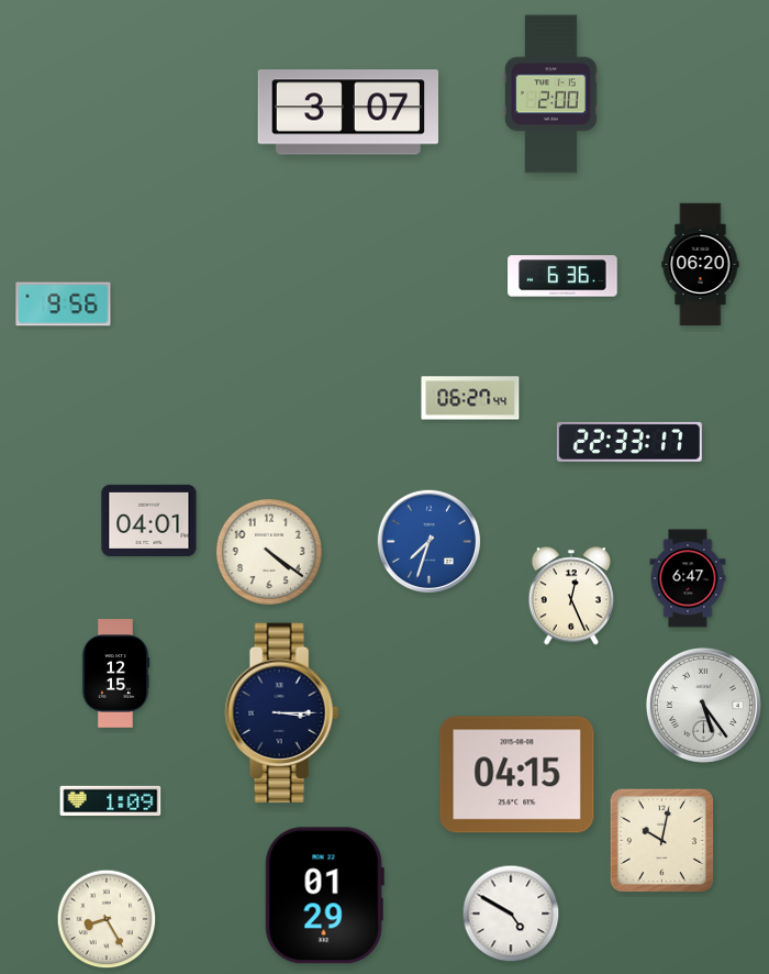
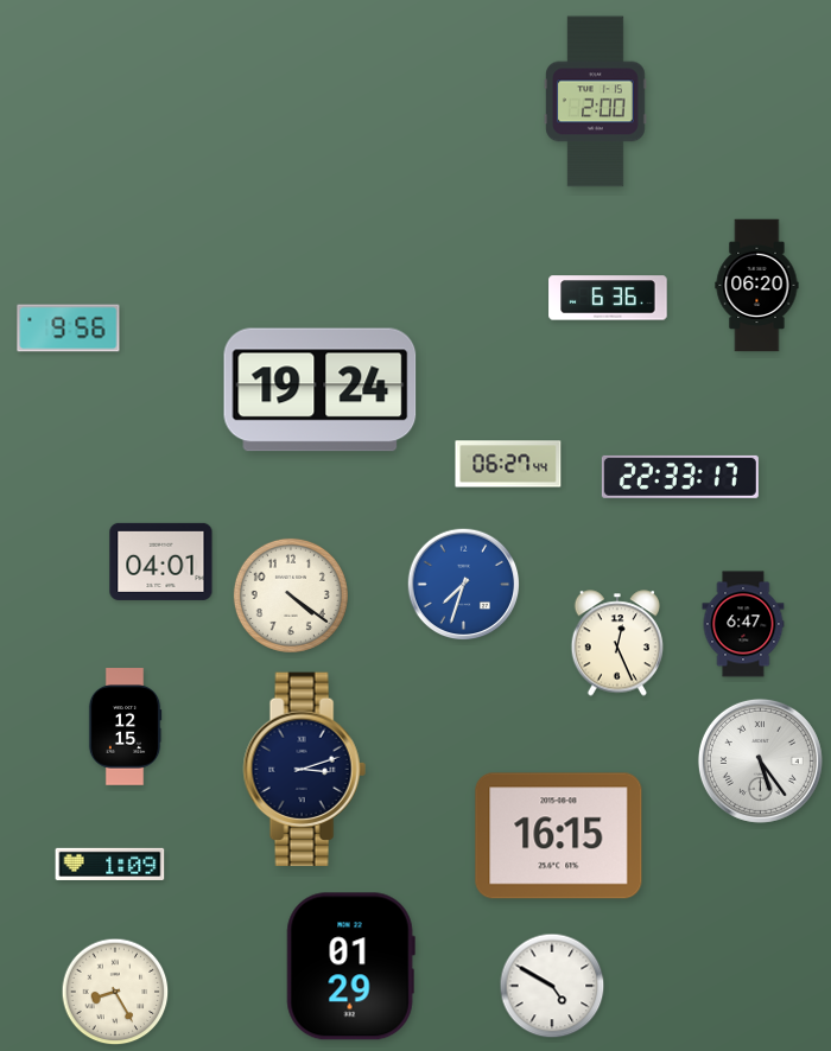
clock at (348, 112): 3:07 -> none
clock at (321, 390): none -> 19:24
clock at (470, 398) position: (470, 398) -> (508, 464)
clock at (281, 713): 3:15 -> 3:12
clock at (517, 775): 04:15 -> 16:15
clock at (111, 800) position: (111, 800) -> (110, 864)
clock at (661, 840): 10:02 -> none
